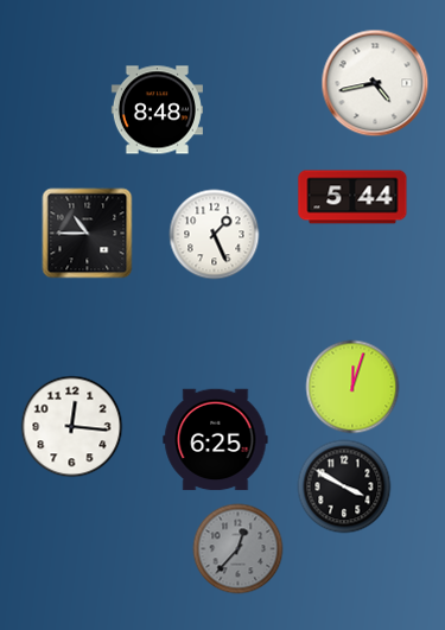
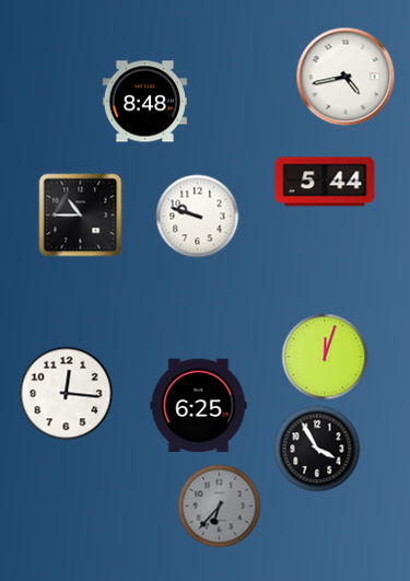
clock at (215, 235): 1:26 -> 9:48
clock at (344, 486): 3:50 -> 3:55
clock at (239, 549): 12:37 -> 6:37
